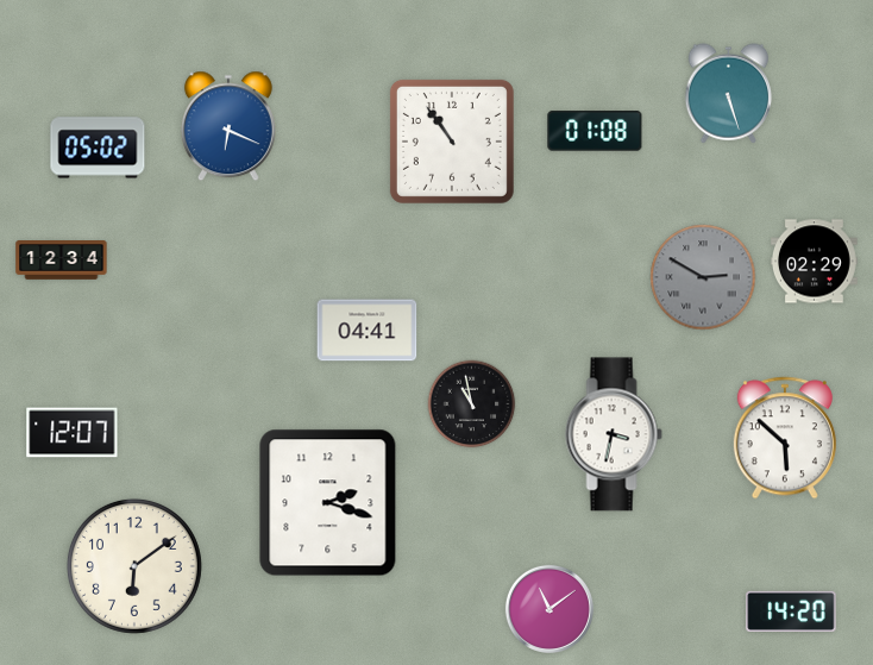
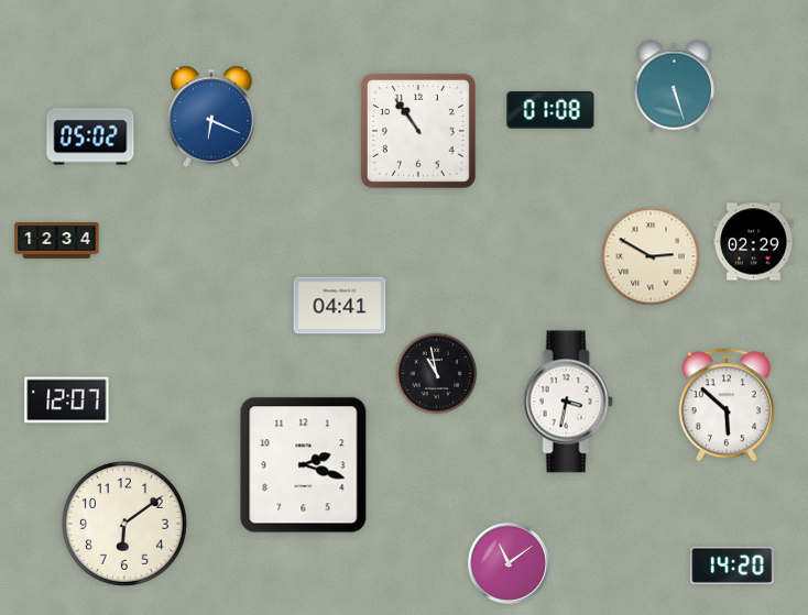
clock at (595, 131) position: (595, 131) -> (550, 110)
clock at (703, 277) dial: grey -> cream
